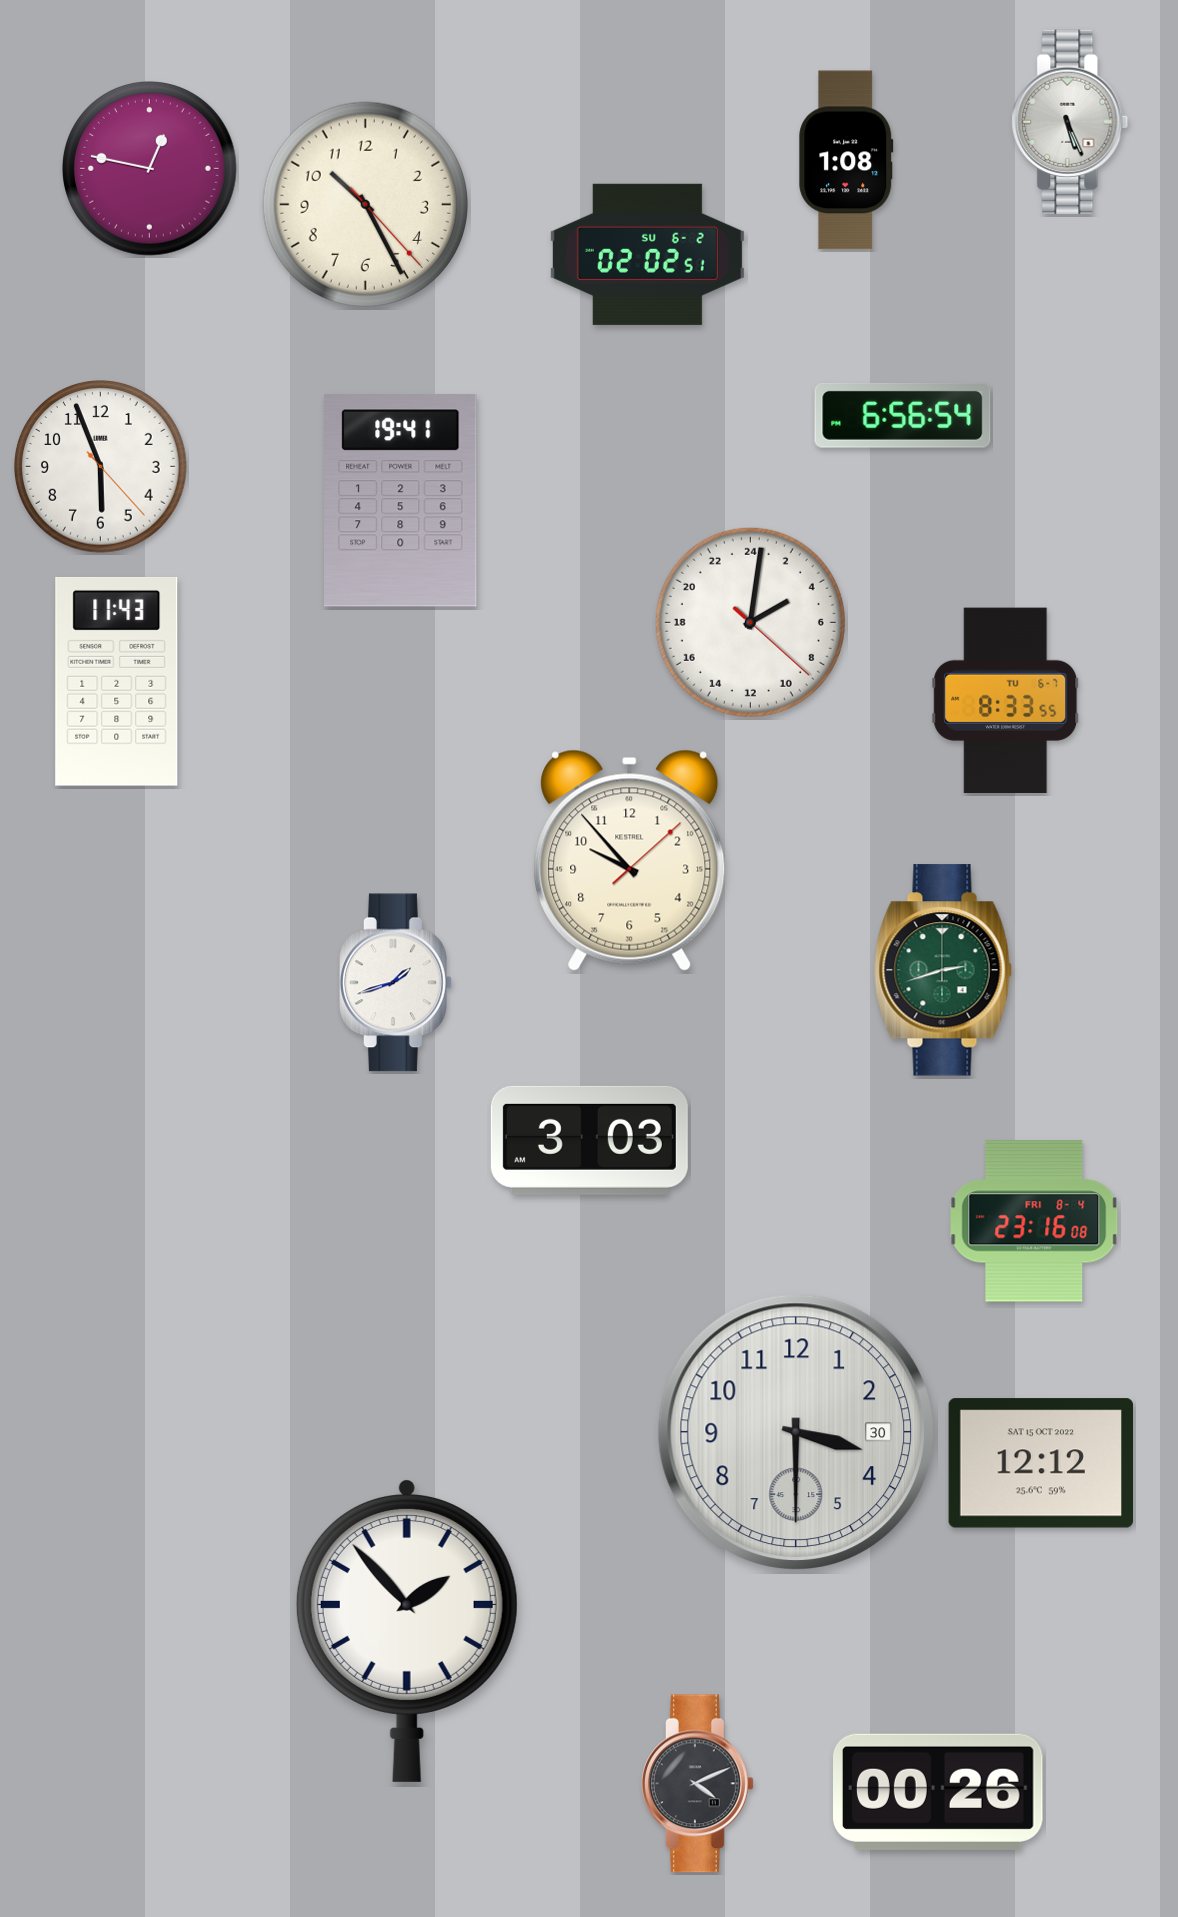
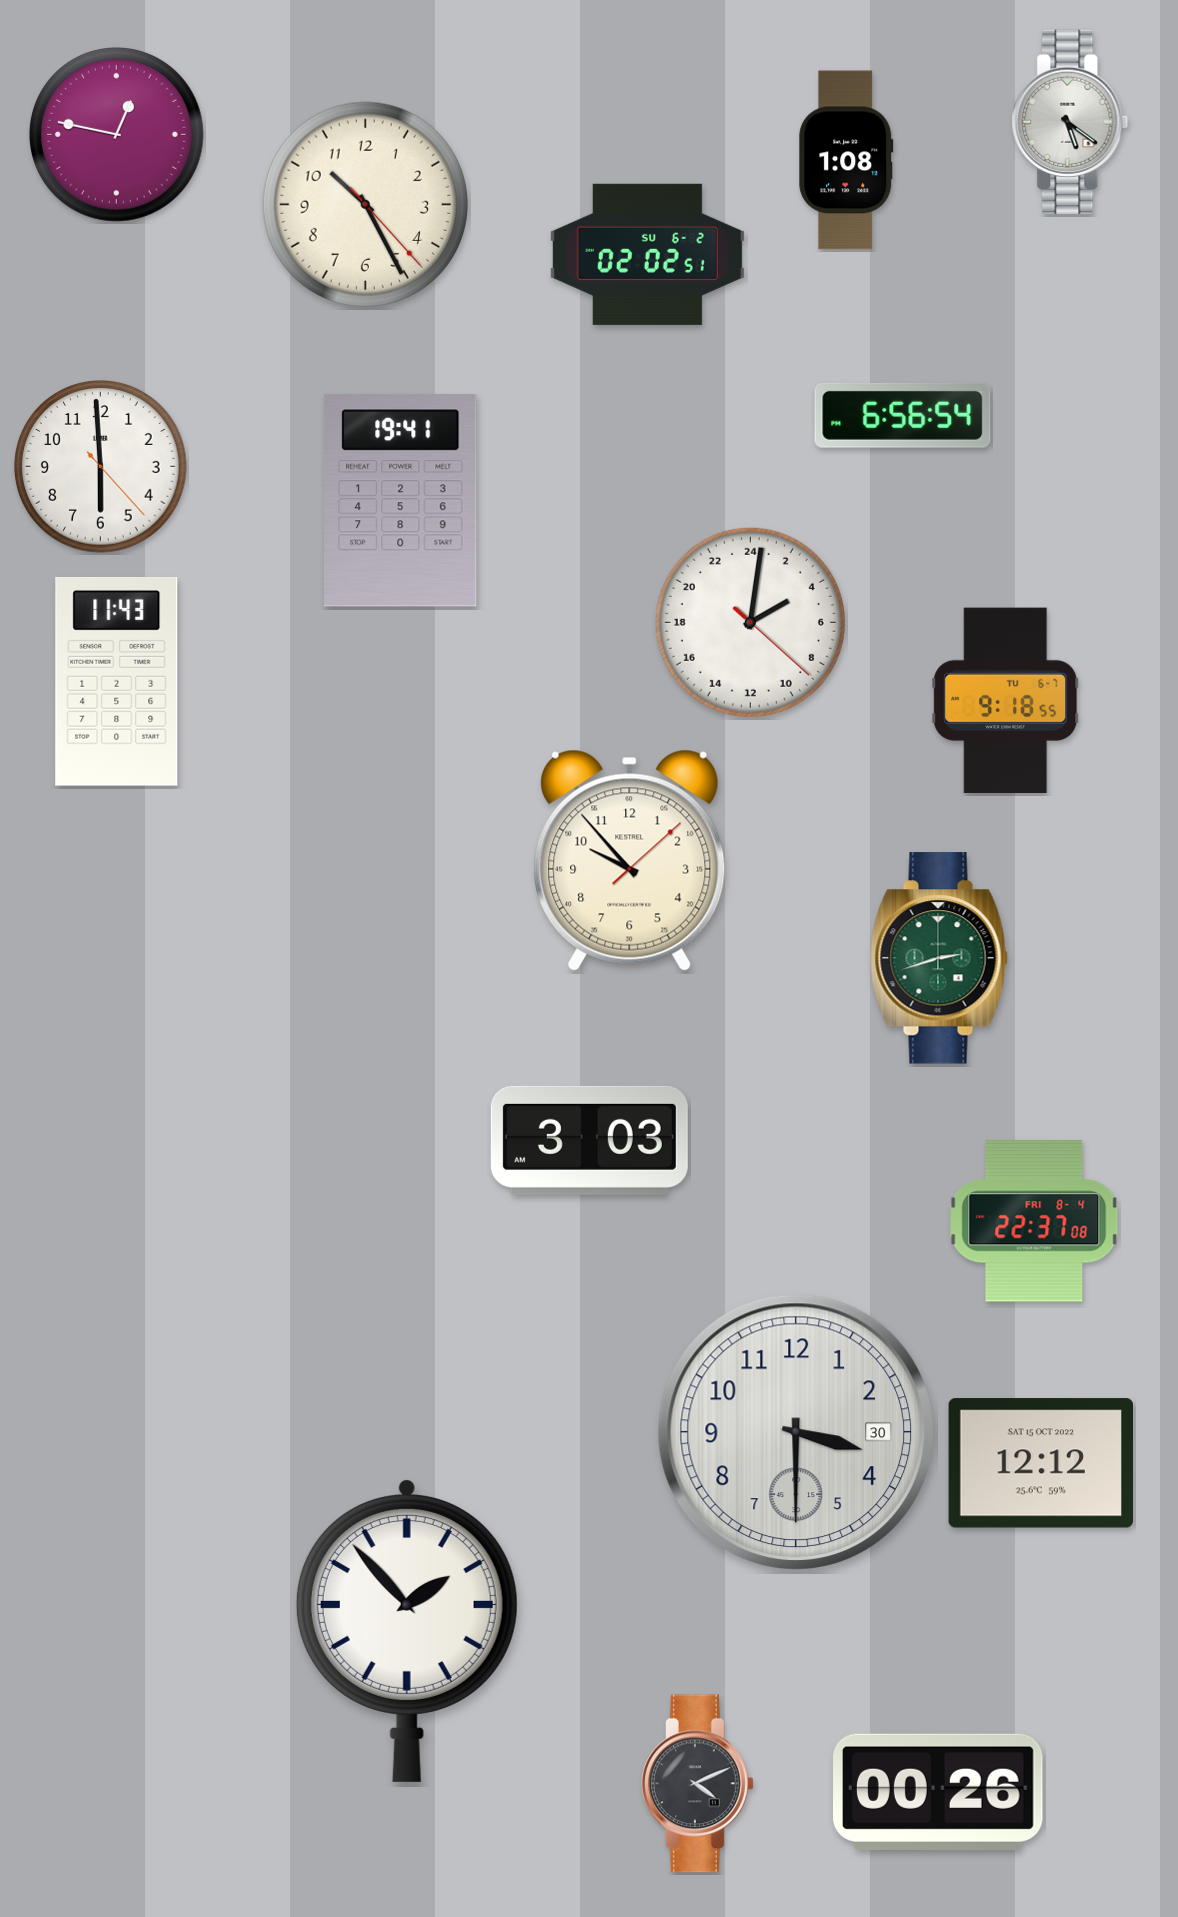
clock at (1070, 122): 5:26 -> 5:21
clock at (150, 169) position: (150, 169) -> (117, 135)
clock at (101, 467): 5:56 -> 5:59
clock at (1006, 701): 8:33 -> 9:18
clock at (943, 970) position: (943, 970) -> (939, 958)
clock at (396, 983): 1:42 -> none
clock at (1034, 1221): 23:16 -> 22:37
